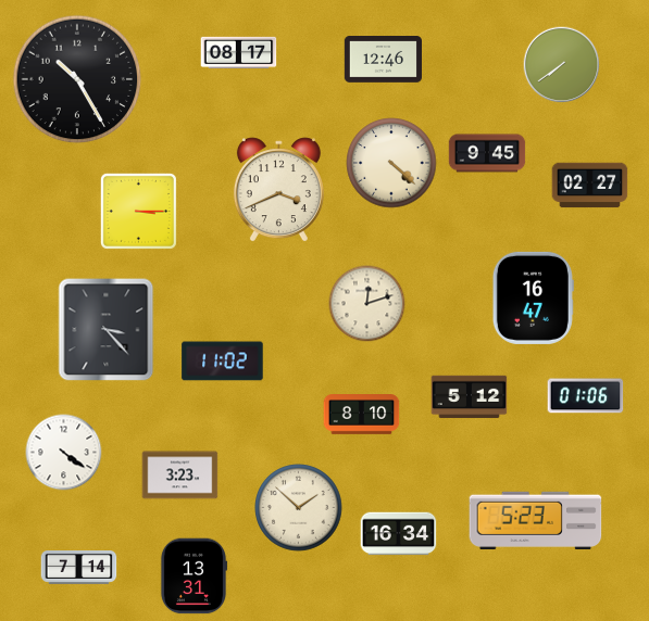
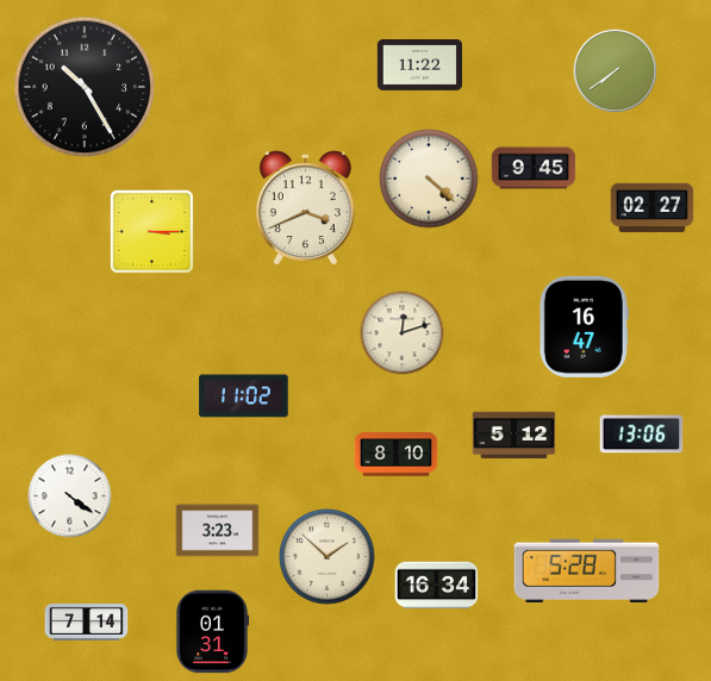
clock at (239, 52): 08:17 -> none
clock at (383, 60): 12:46 -> 11:22
clock at (590, 186) position: (590, 186) -> (653, 208)
clock at (107, 330): 3:23 -> none
clock at (586, 396): 01:06 -> 13:06
clock at (180, 476) position: (180, 476) -> (218, 531)
clock at (536, 520): 5:23 -> 5:28
clock at (194, 576): 13:31 -> 01:31
